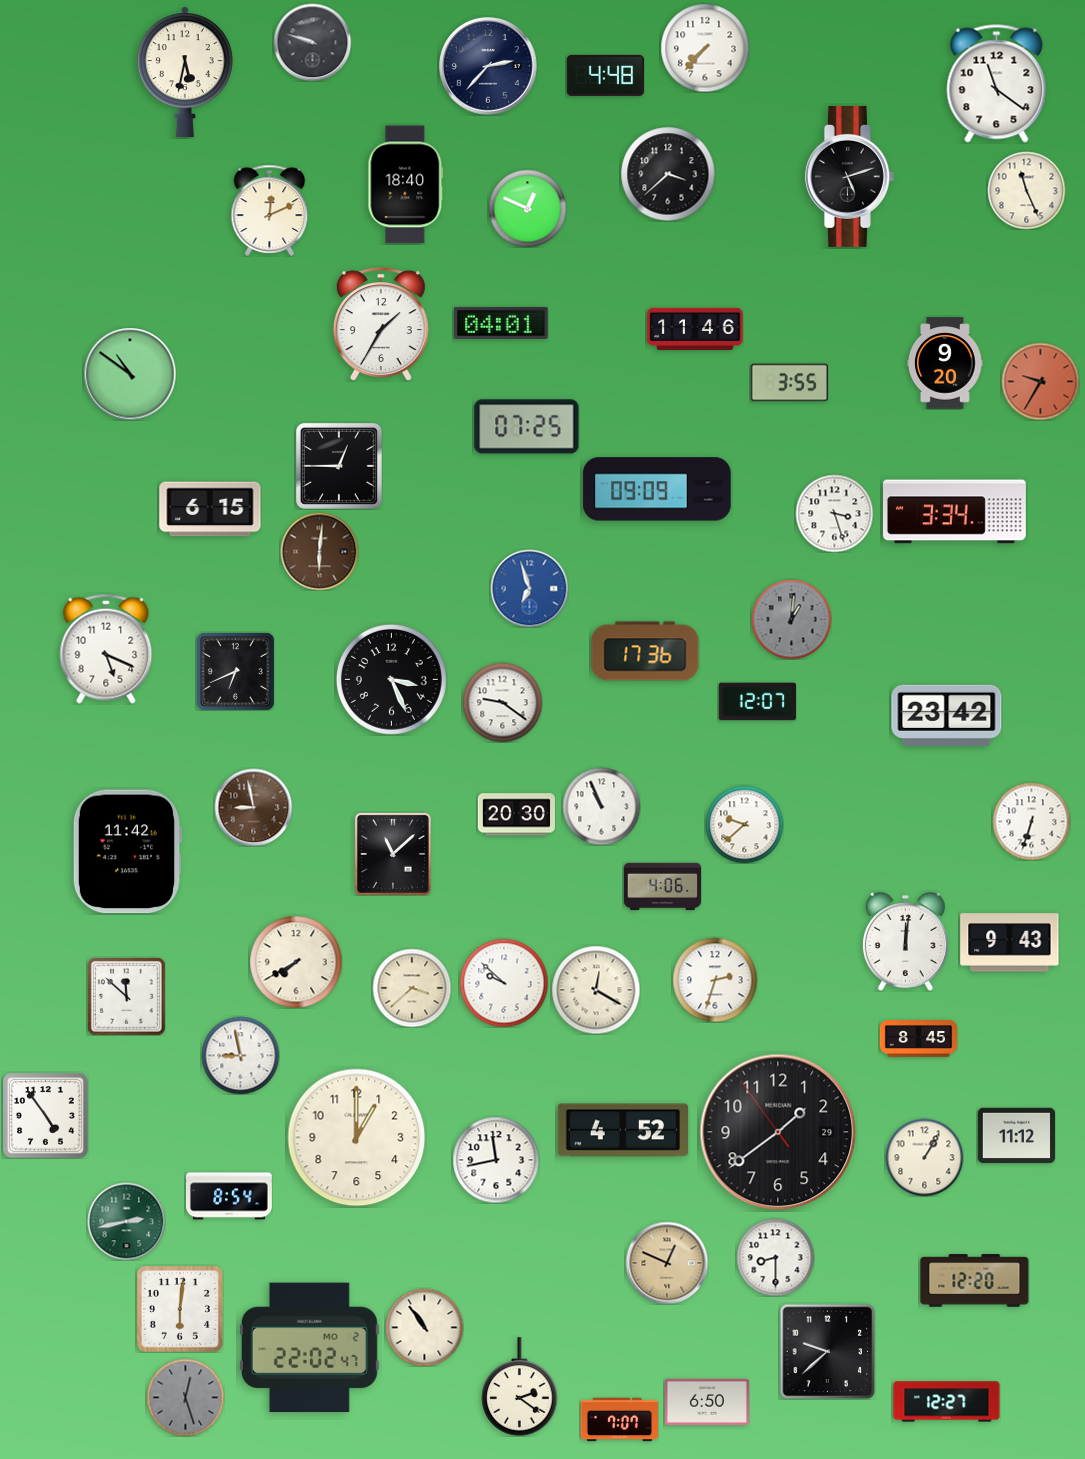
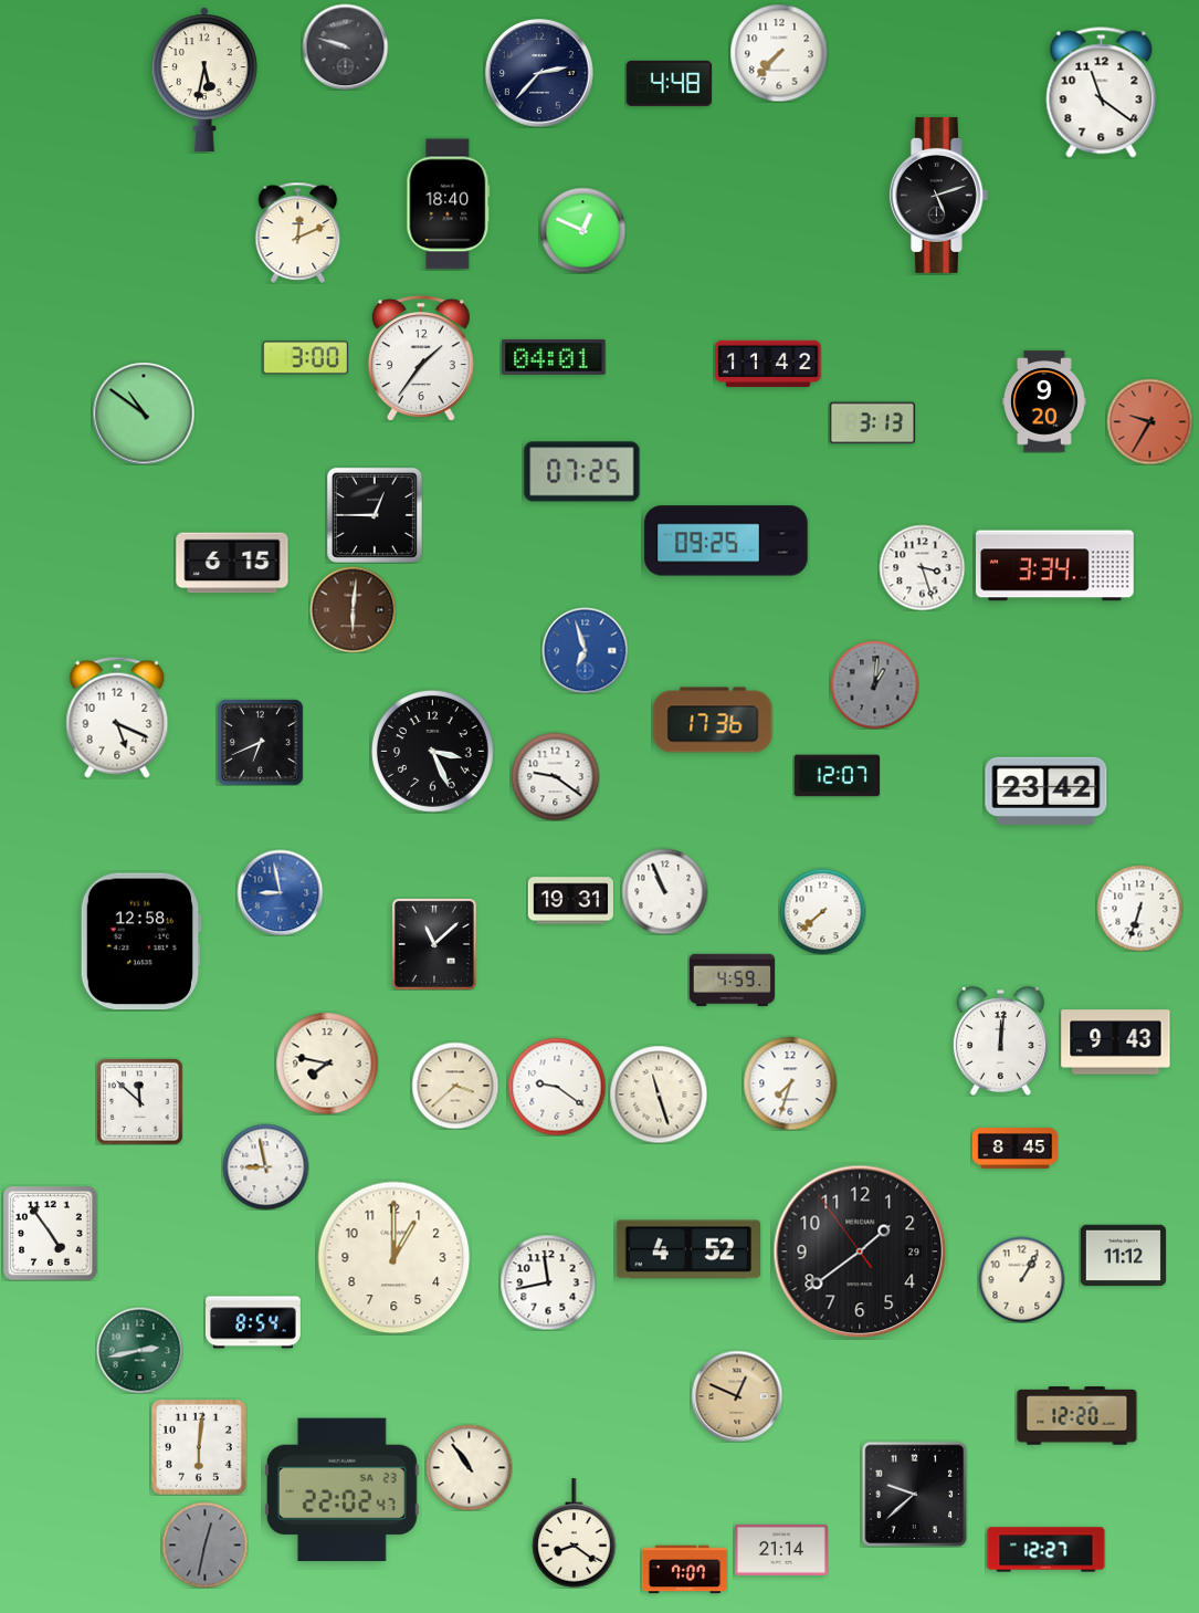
clock at (668, 174): 3:38 -> none
clock at (1026, 190): 11:26 -> none
clock at (305, 358): none -> 3:00
clock at (381, 324): 1:35 -> 1:36
clock at (695, 329): 11:46 -> 11:42
clock at (789, 383): 3:55 -> 3:13
clock at (657, 489): 09:09 -> 09:25
clock at (253, 807) dial: brown -> blue
clock at (516, 815): 20:30 -> 19:31
clock at (744, 824): 9:38 -> 7:38
clock at (127, 852): 11:42 -> 12:58
clock at (662, 887): 4:06 -> 4:59
clock at (296, 962): 7:40 -> 7:47
clock at (715, 980): 2:33 -> 7:33
clock at (504, 983): 9:52 -> 9:21
clock at (412, 988) position: (412, 988) -> (455, 1086)
clock at (596, 990): 12:20 -> 11:27
clock at (775, 1257): 8:30 -> none
clock at (309, 1348) date: MO 2 -> SA 23
clock at (520, 1387): 2:21 -> 8:21
clock at (185, 1397): 12:27 -> 12:32
clock at (707, 1402): 6:50 -> 21:14
